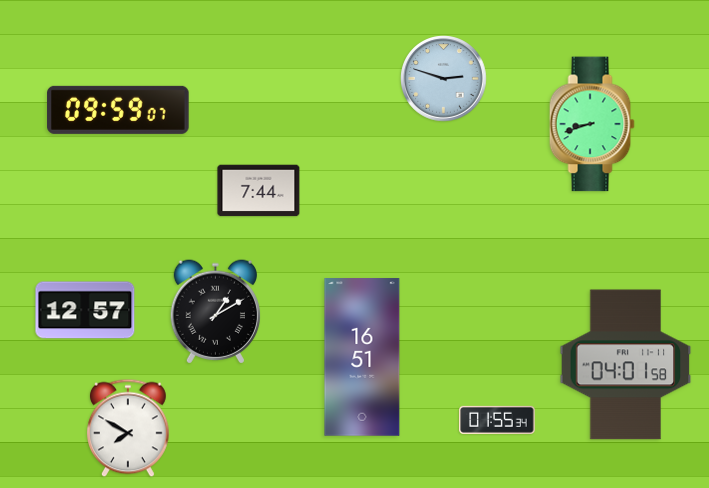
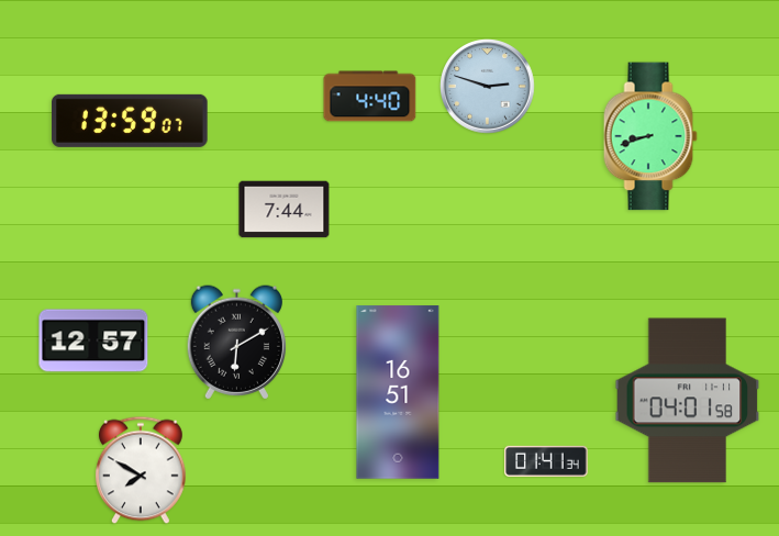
clock at (370, 97): none -> 4:40
clock at (118, 110): 09:59 -> 13:59
clock at (215, 312): 1:10 -> 6:10
clock at (497, 420): 01:55 -> 01:41
